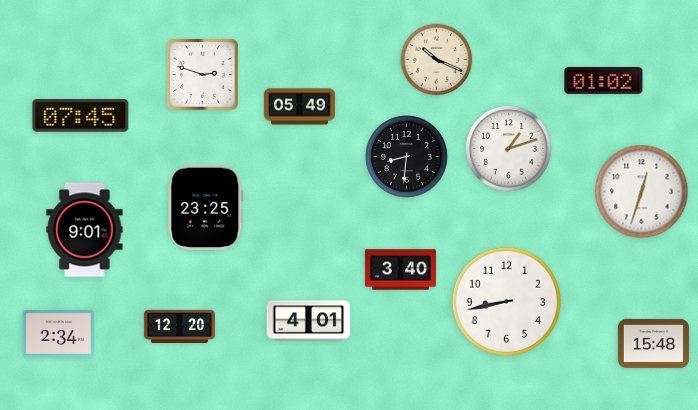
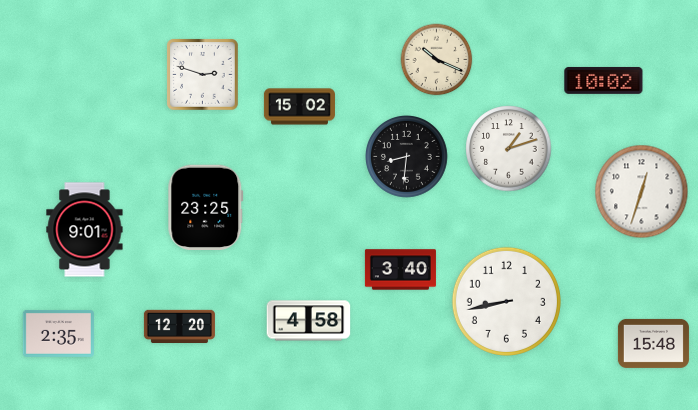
clock at (604, 80): 01:02 -> 10:02
clock at (299, 107): 05:49 -> 15:02
clock at (81, 116): 07:45 -> none
clock at (309, 321): 4:01 -> 4:58
clock at (58, 333): 2:34 -> 2:35
